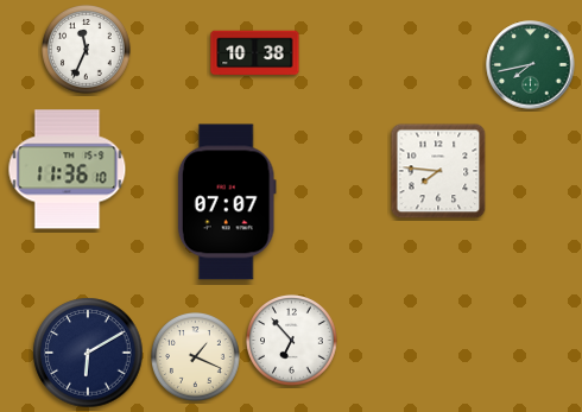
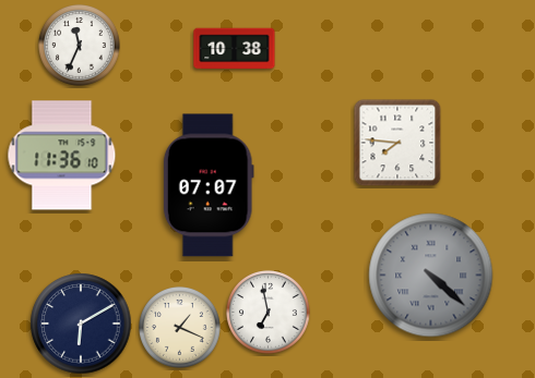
clock at (531, 65): 7:43 -> none
clock at (438, 171) position: (438, 171) -> (397, 143)
clock at (431, 276): none -> 4:22
clock at (292, 341): 6:53 -> 6:58
